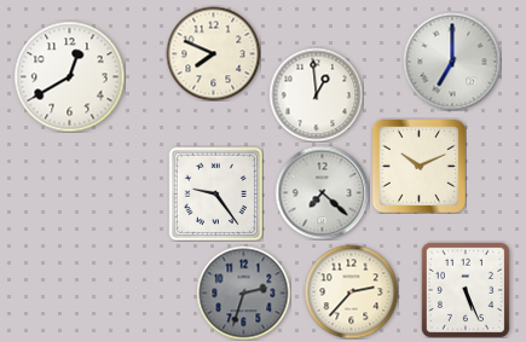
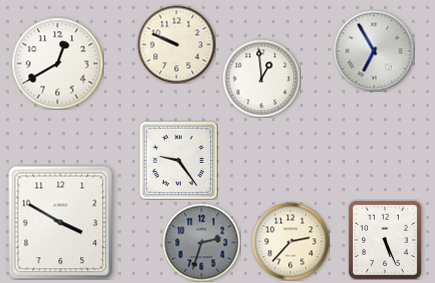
clock at (213, 53): 7:49 -> 9:49
clock at (452, 62): 7:00 -> 6:55
clock at (418, 166): 10:11 -> none
clock at (322, 192): 7:22 -> none
clock at (61, 222): none -> 3:50
